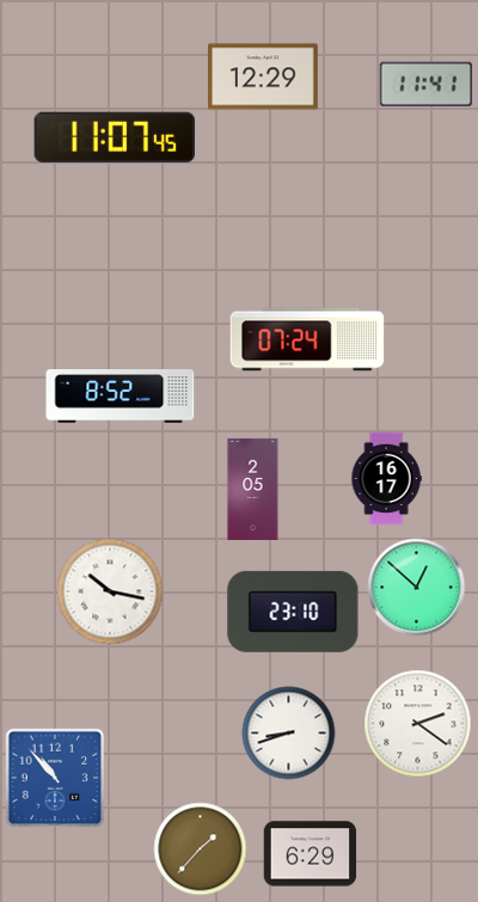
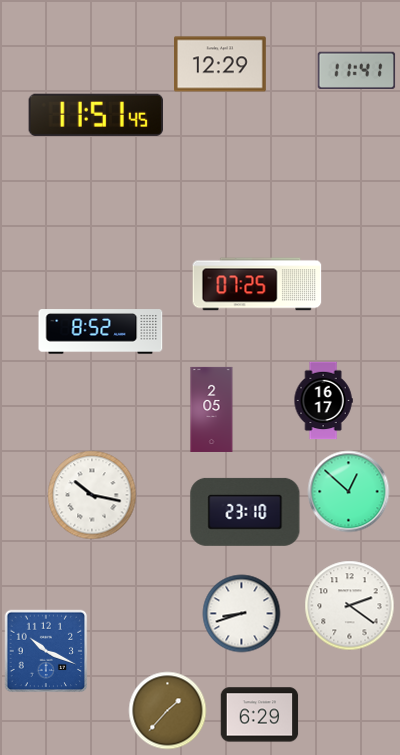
clock at (114, 137): 11:07 -> 11:51
clock at (307, 339): 07:24 -> 07:25
clock at (55, 778): 10:53 -> 10:19
